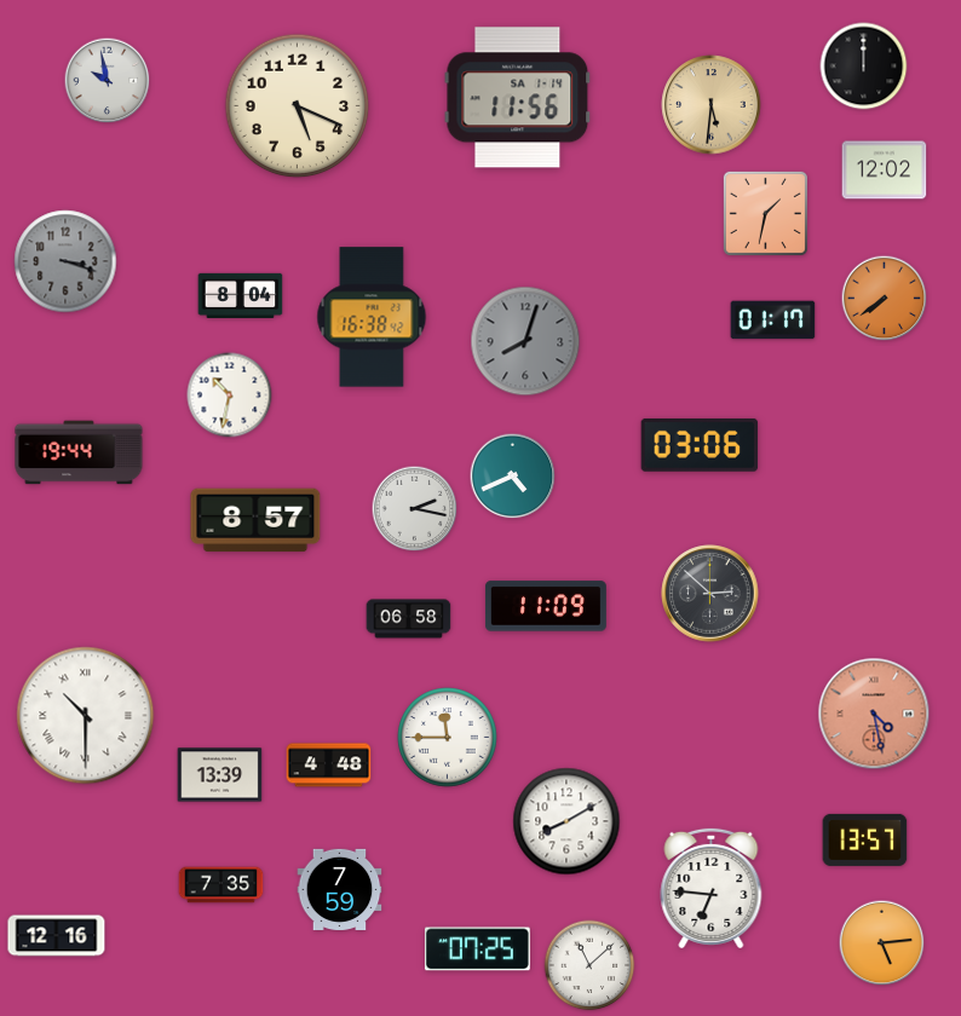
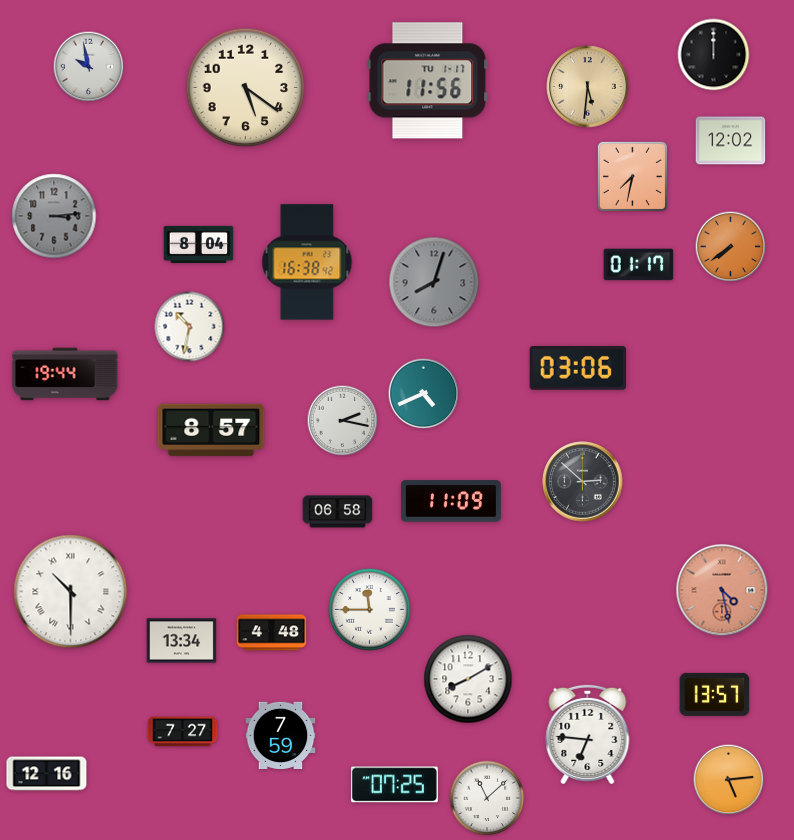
clock at (518, 98) date: SA 1-14 -> TU 1-17
clock at (298, 106): 5:19 -> 5:21
clock at (765, 213): 1:32 -> 7:32
clock at (65, 261): 3:18 -> 3:14
clock at (710, 594) position: (710, 594) -> (583, 482)
clock at (220, 775): 13:39 -> 13:34
clock at (221, 885): 7:35 -> 7:27
